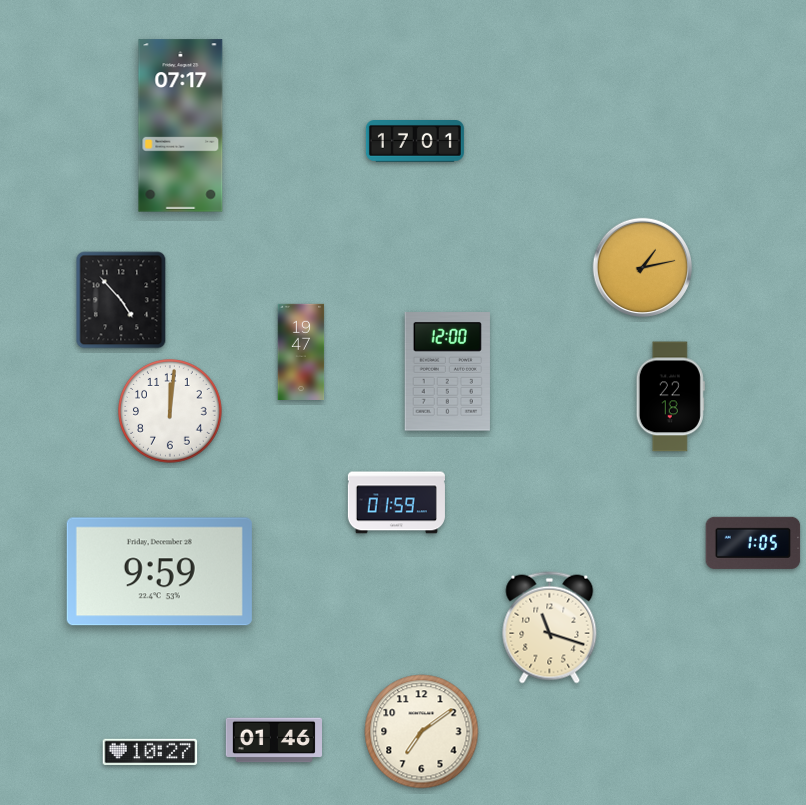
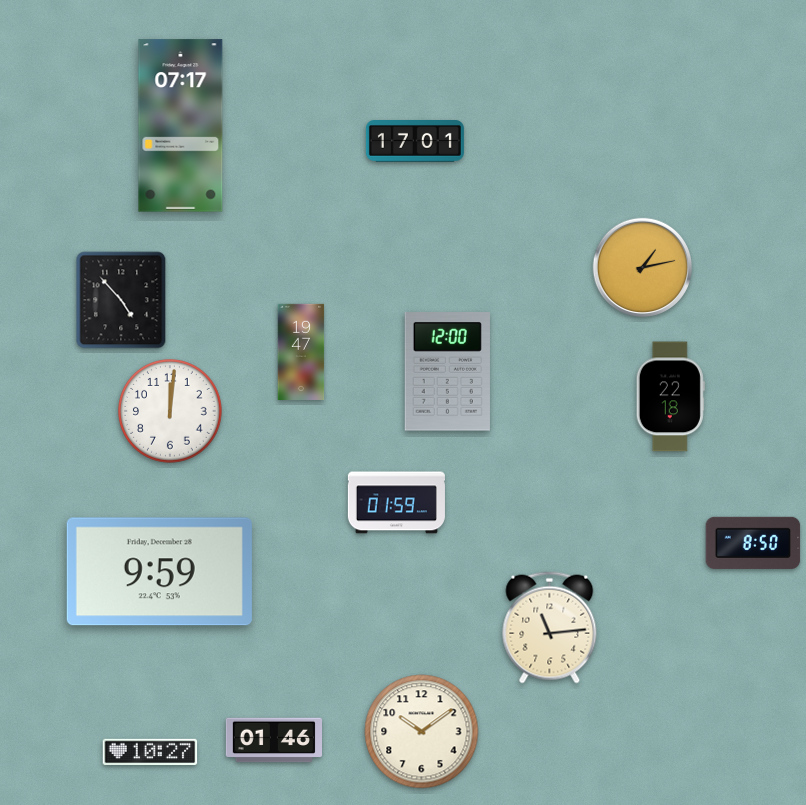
clock at (753, 543): 1:05 -> 8:50
clock at (550, 628): 11:18 -> 11:14
clock at (422, 732): 7:09 -> 10:09
